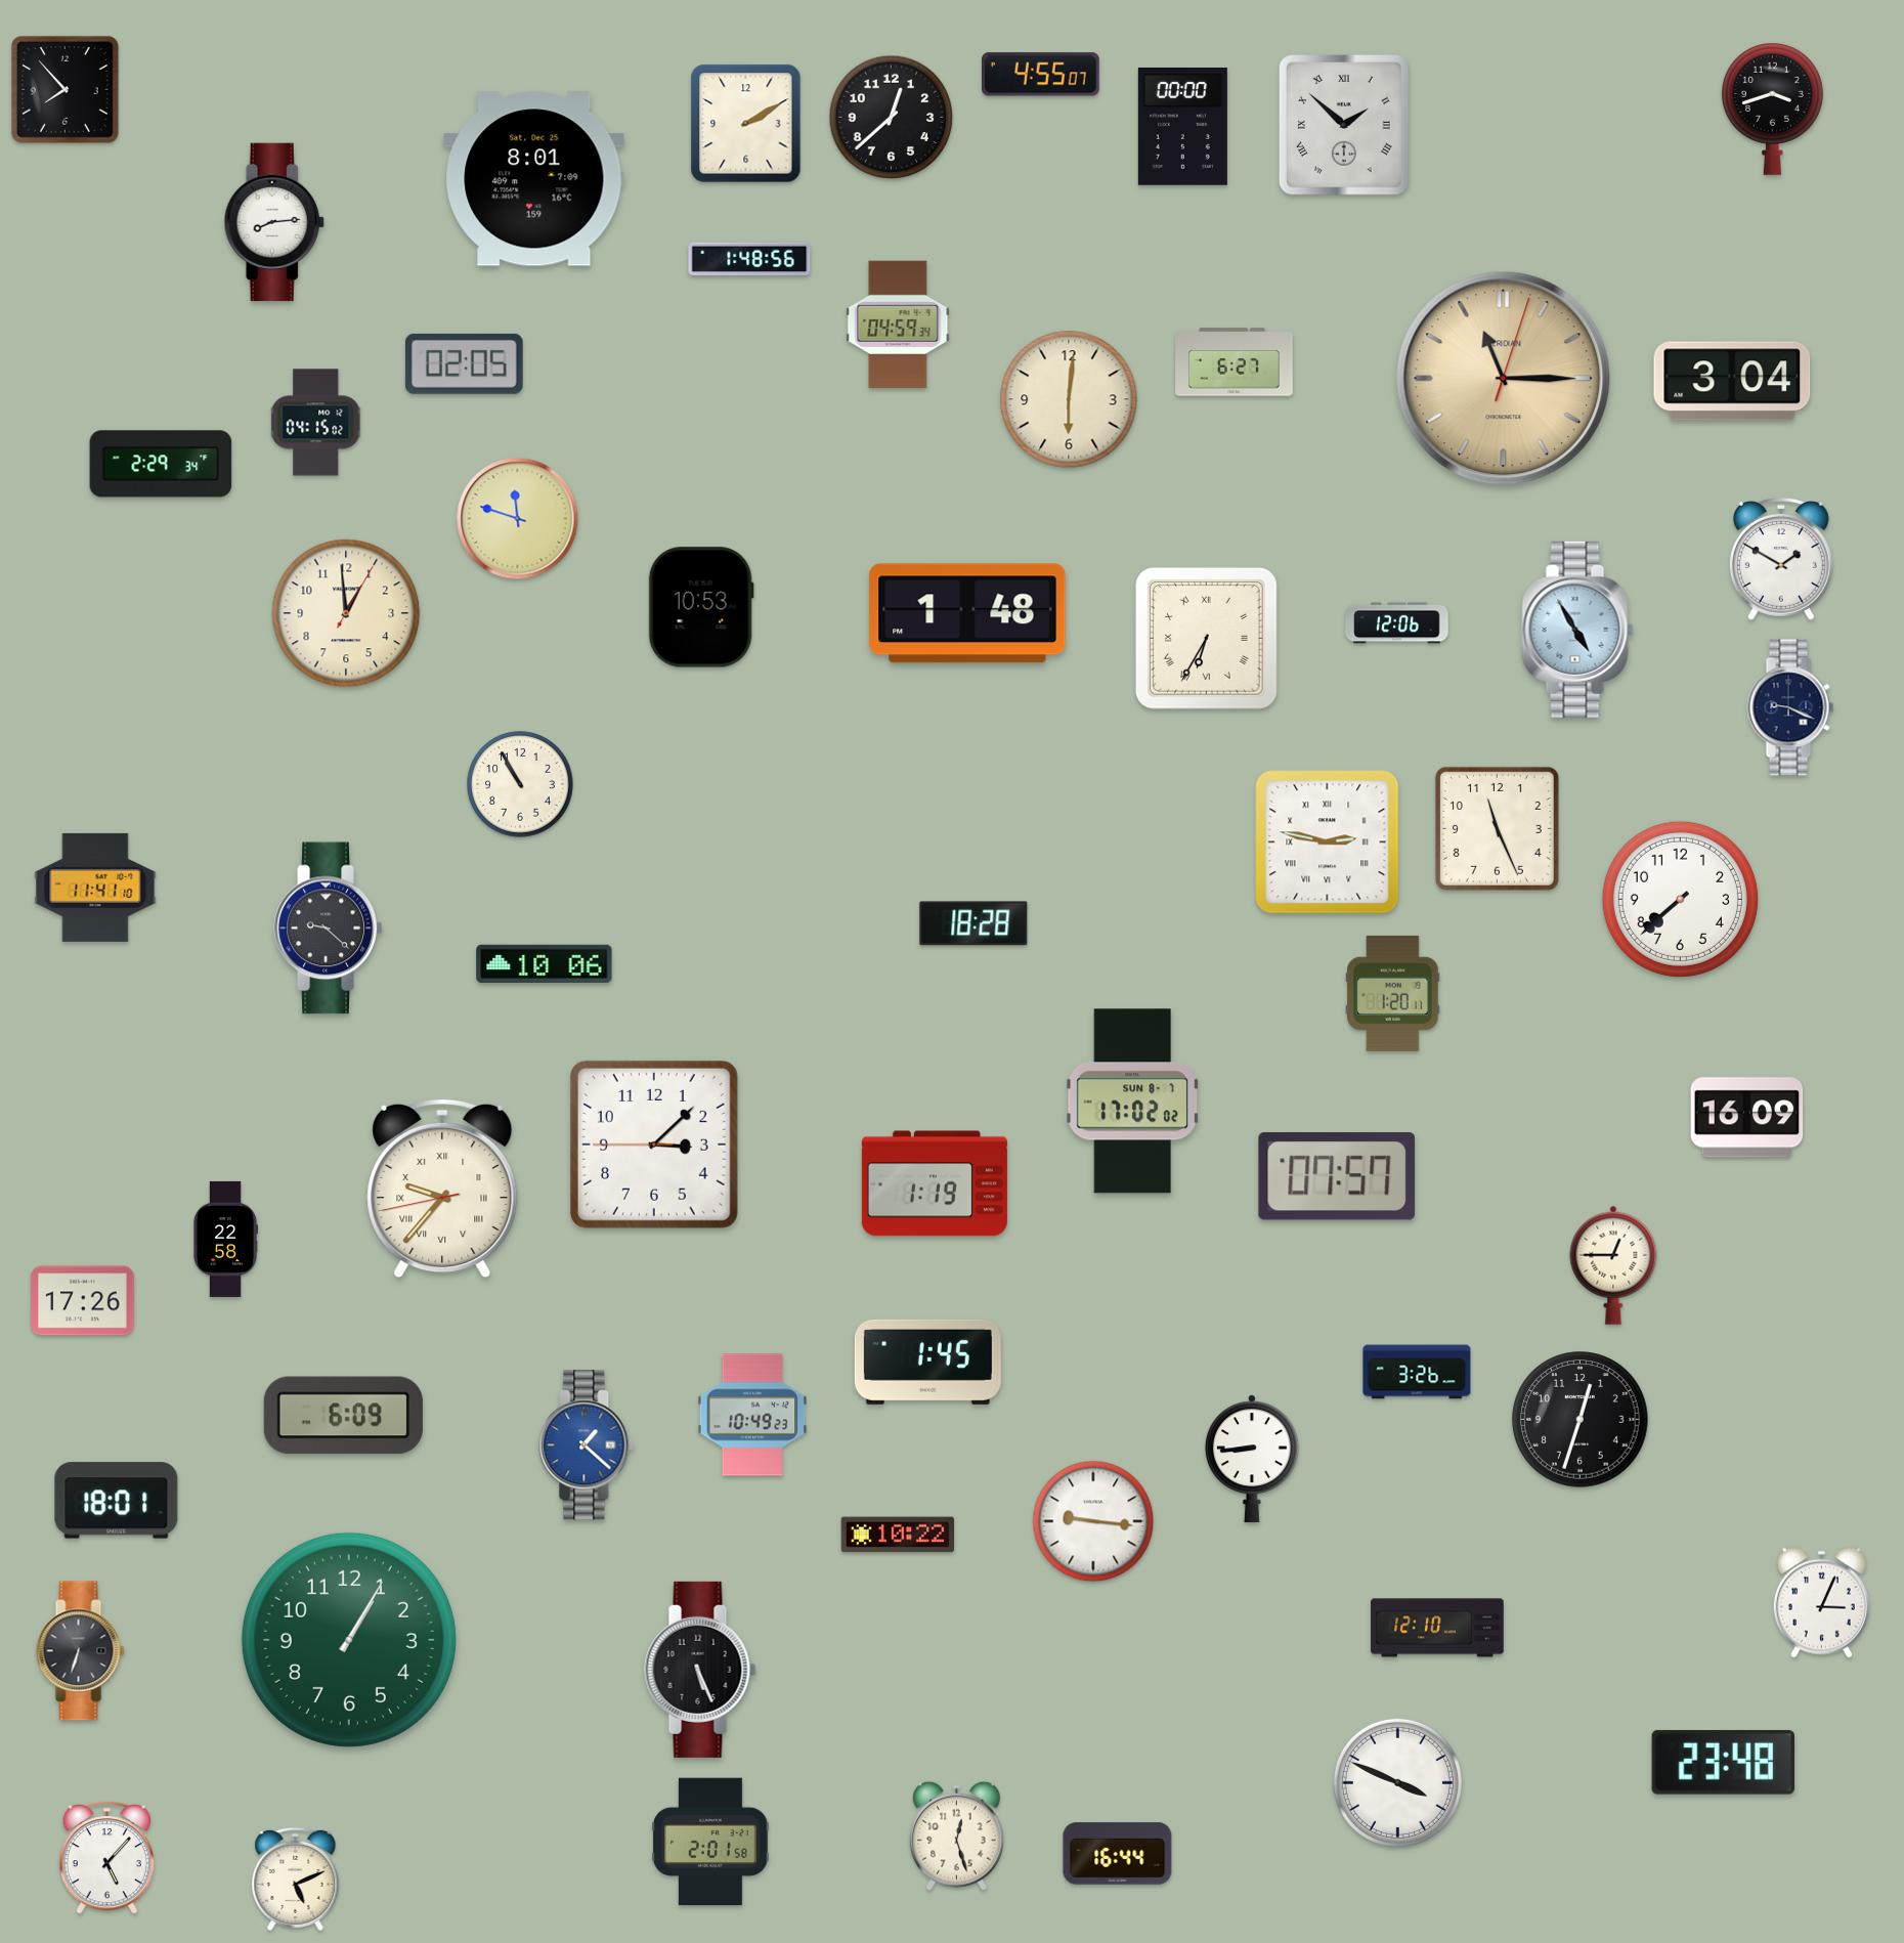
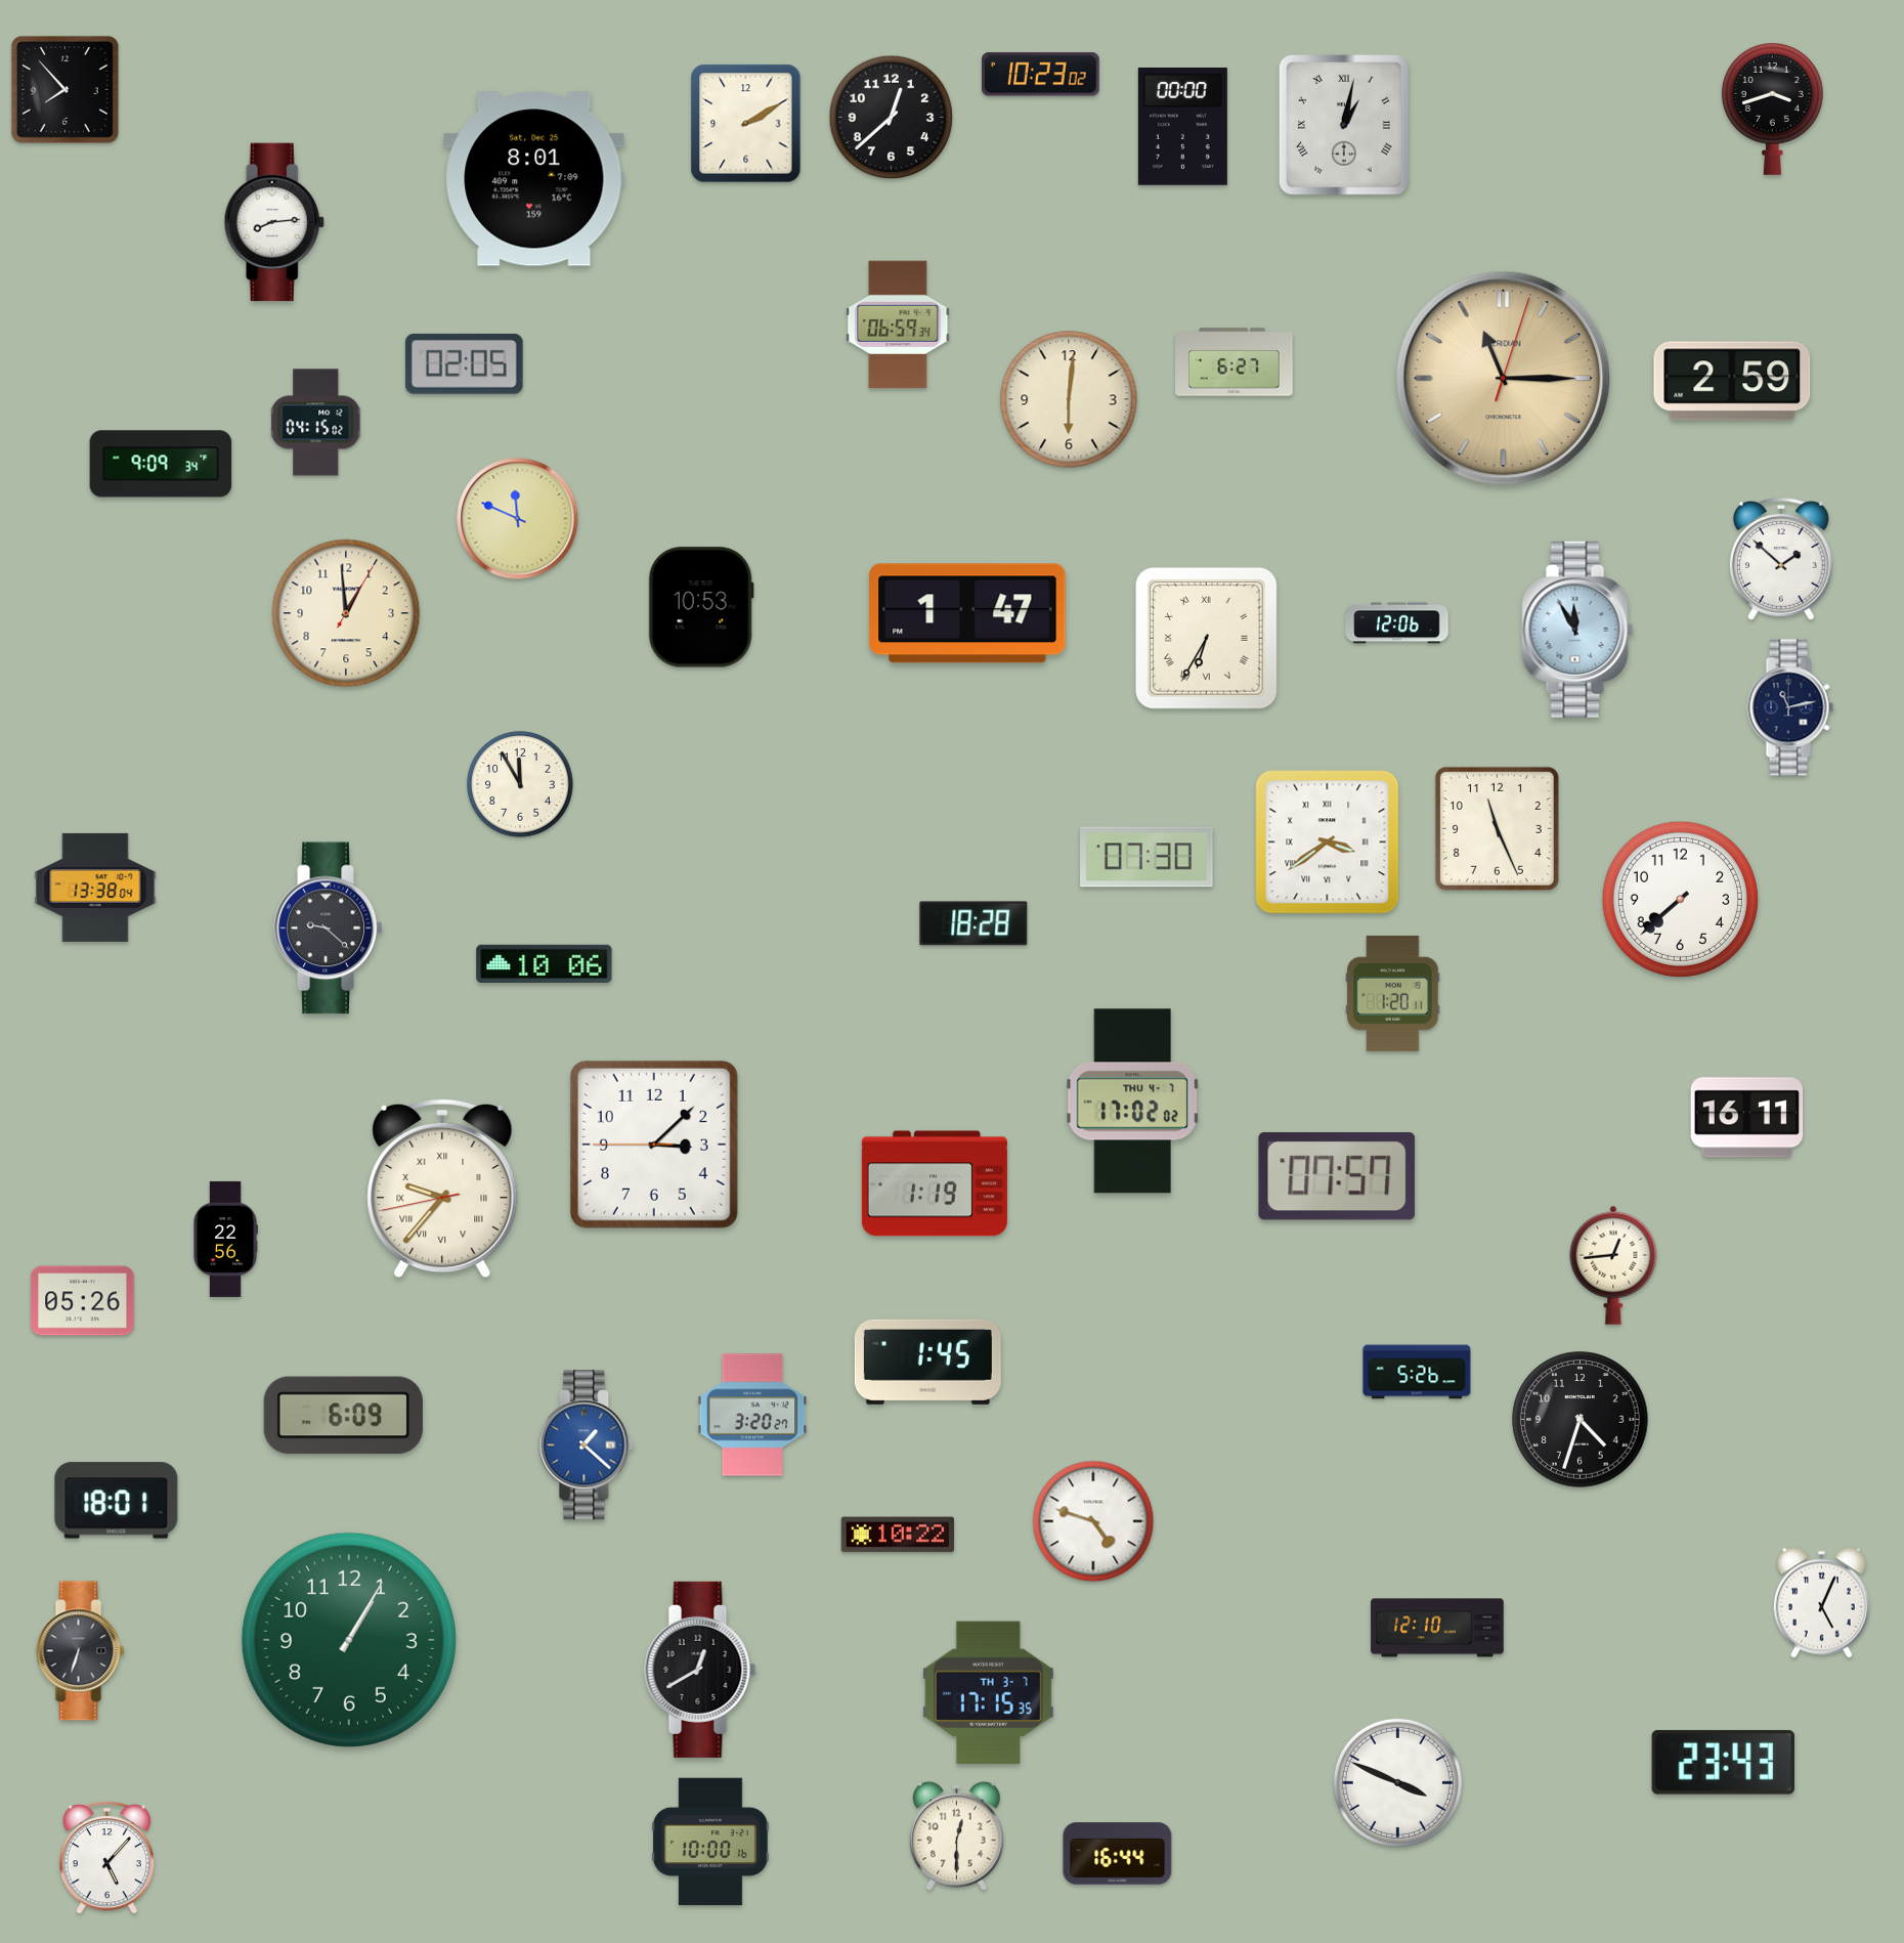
clock at (1041, 75): 4:55 -> 10:23
clock at (1345, 126): 1:52 -> 1:02
clock at (749, 259): 1:48 -> none
clock at (898, 325): 04:59 -> 06:59
clock at (1732, 381): 3:04 -> 2:59
clock at (161, 464): 2:29 -> 9:09
clock at (518, 519): 11:48 -> 11:49
clock at (1781, 560): 1:50 -> 1:52
clock at (967, 613): 1:48 -> 1:47
clock at (1577, 630): 4:55 -> 11:55
clock at (1790, 707): 9:19 -> 11:13
clock at (520, 784): 10:55 -> 11:55
clock at (1328, 843): 2:47 -> 3:39
clock at (1146, 857): none -> 07:30
clock at (95, 888): 11:41 -> 13:38
clock at (1133, 1102) date: SUN 8-7 -> THU 4-7
clock at (1747, 1118): 16:09 -> 16:11
clock at (226, 1239): 22:58 -> 22:56
clock at (1613, 1265): 12:45 -> 12:44
clock at (83, 1301): 17:26 -> 05:26
clock at (1417, 1372): 3:26 -> 5:26
clock at (752, 1415): 10:49 -> 3:20
clock at (1581, 1420): 12:33 -> 4:33
clock at (1252, 1459): 8:44 -> none
clock at (1093, 1521): 9:16 -> 4:48
clock at (1821, 1602): 3:04 -> 5:04
clock at (700, 1670): 5:26 -> 12:40
clock at (988, 1693): none -> 17:15
clock at (1723, 1762): 23:48 -> 23:43
clock at (957, 1836): 12:27 -> 12:30
clock at (710, 1842): 2:01 -> 10:00
clock at (296, 1879): 5:11 -> none
